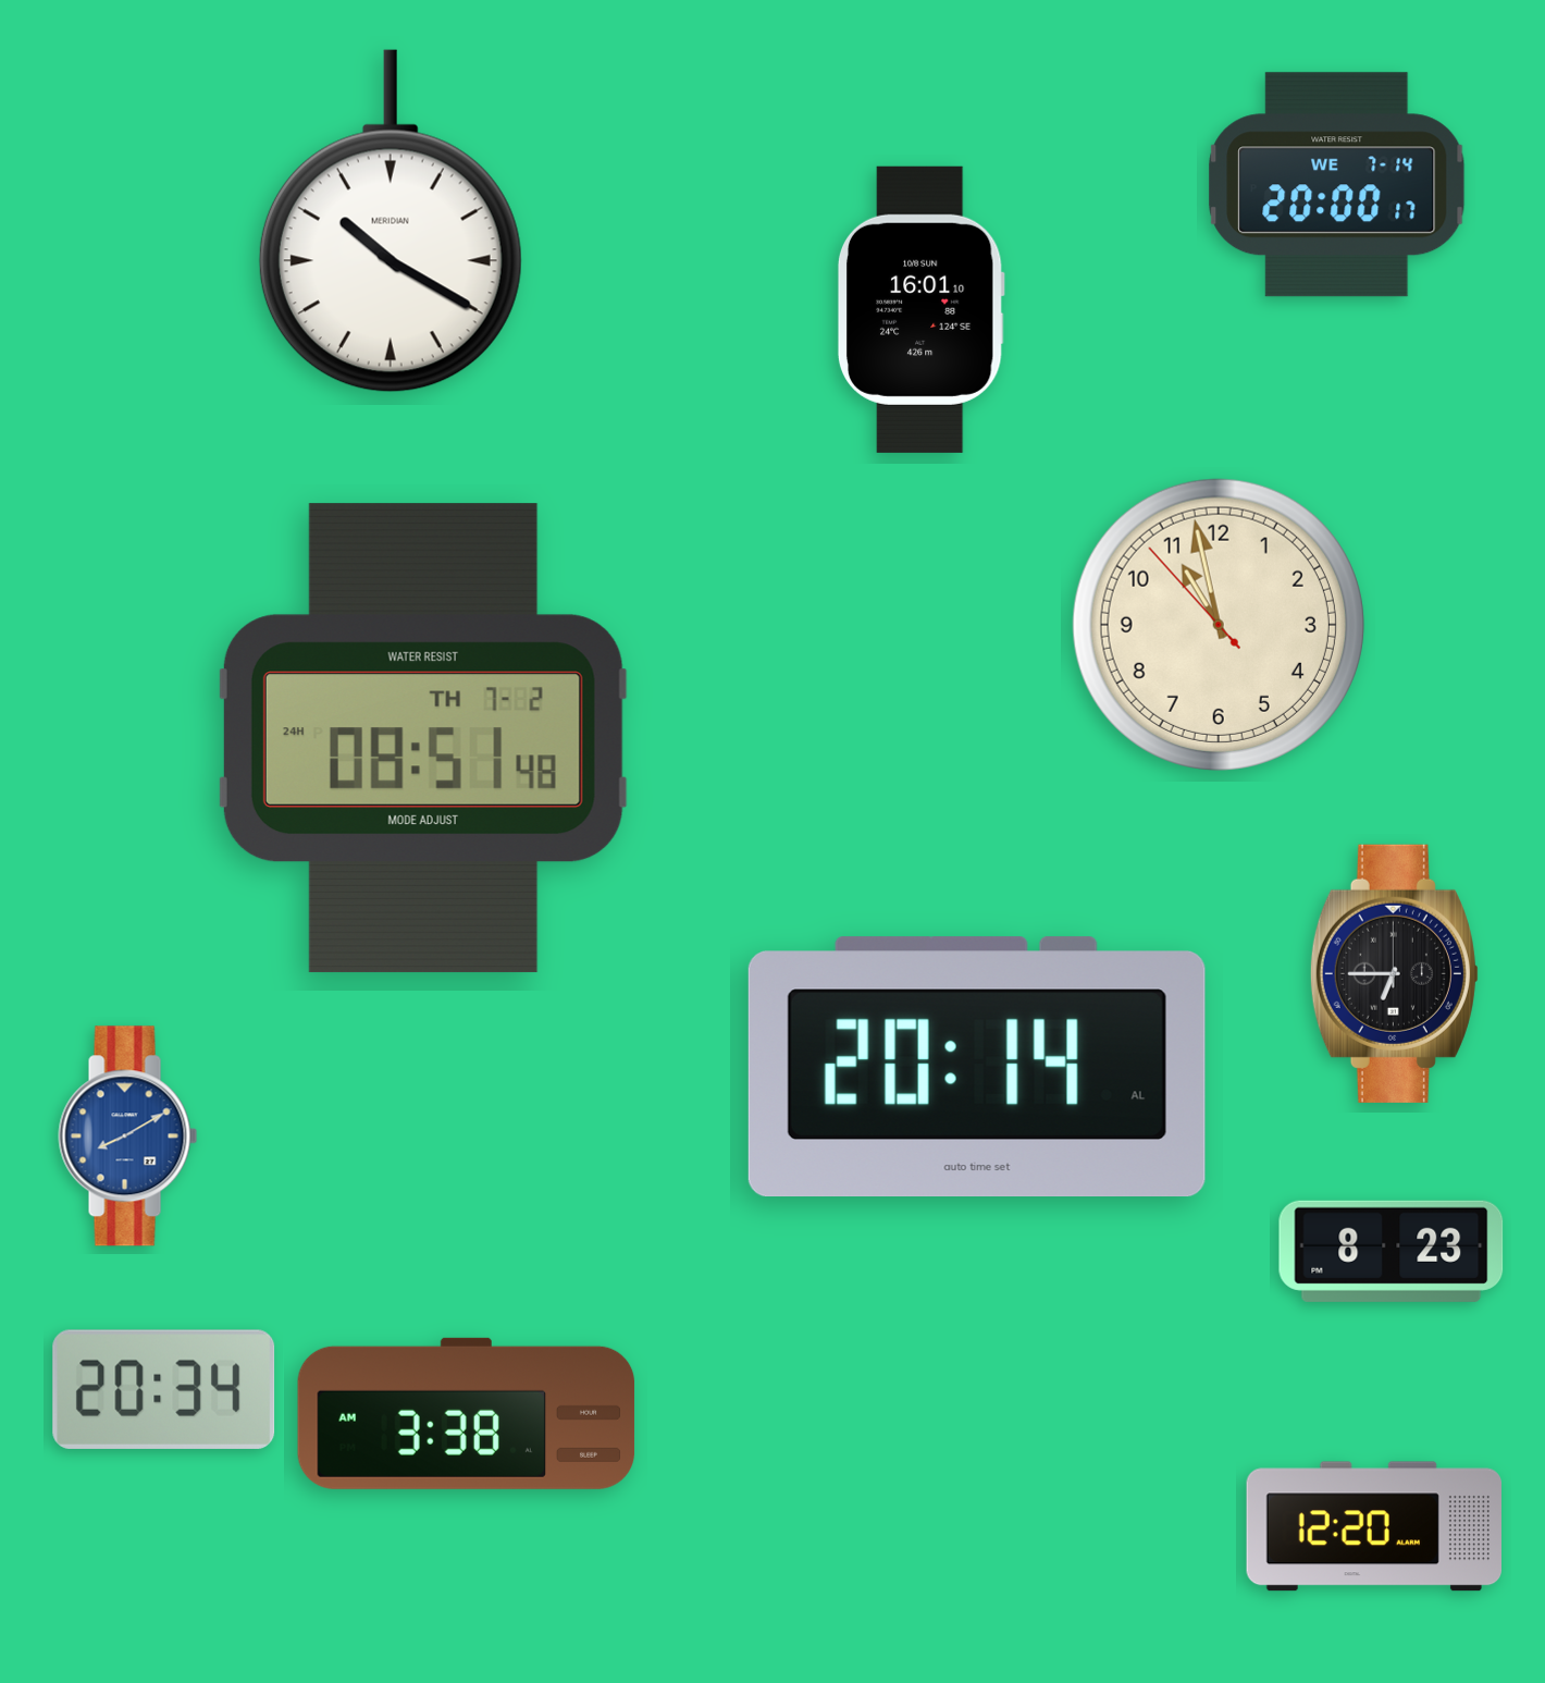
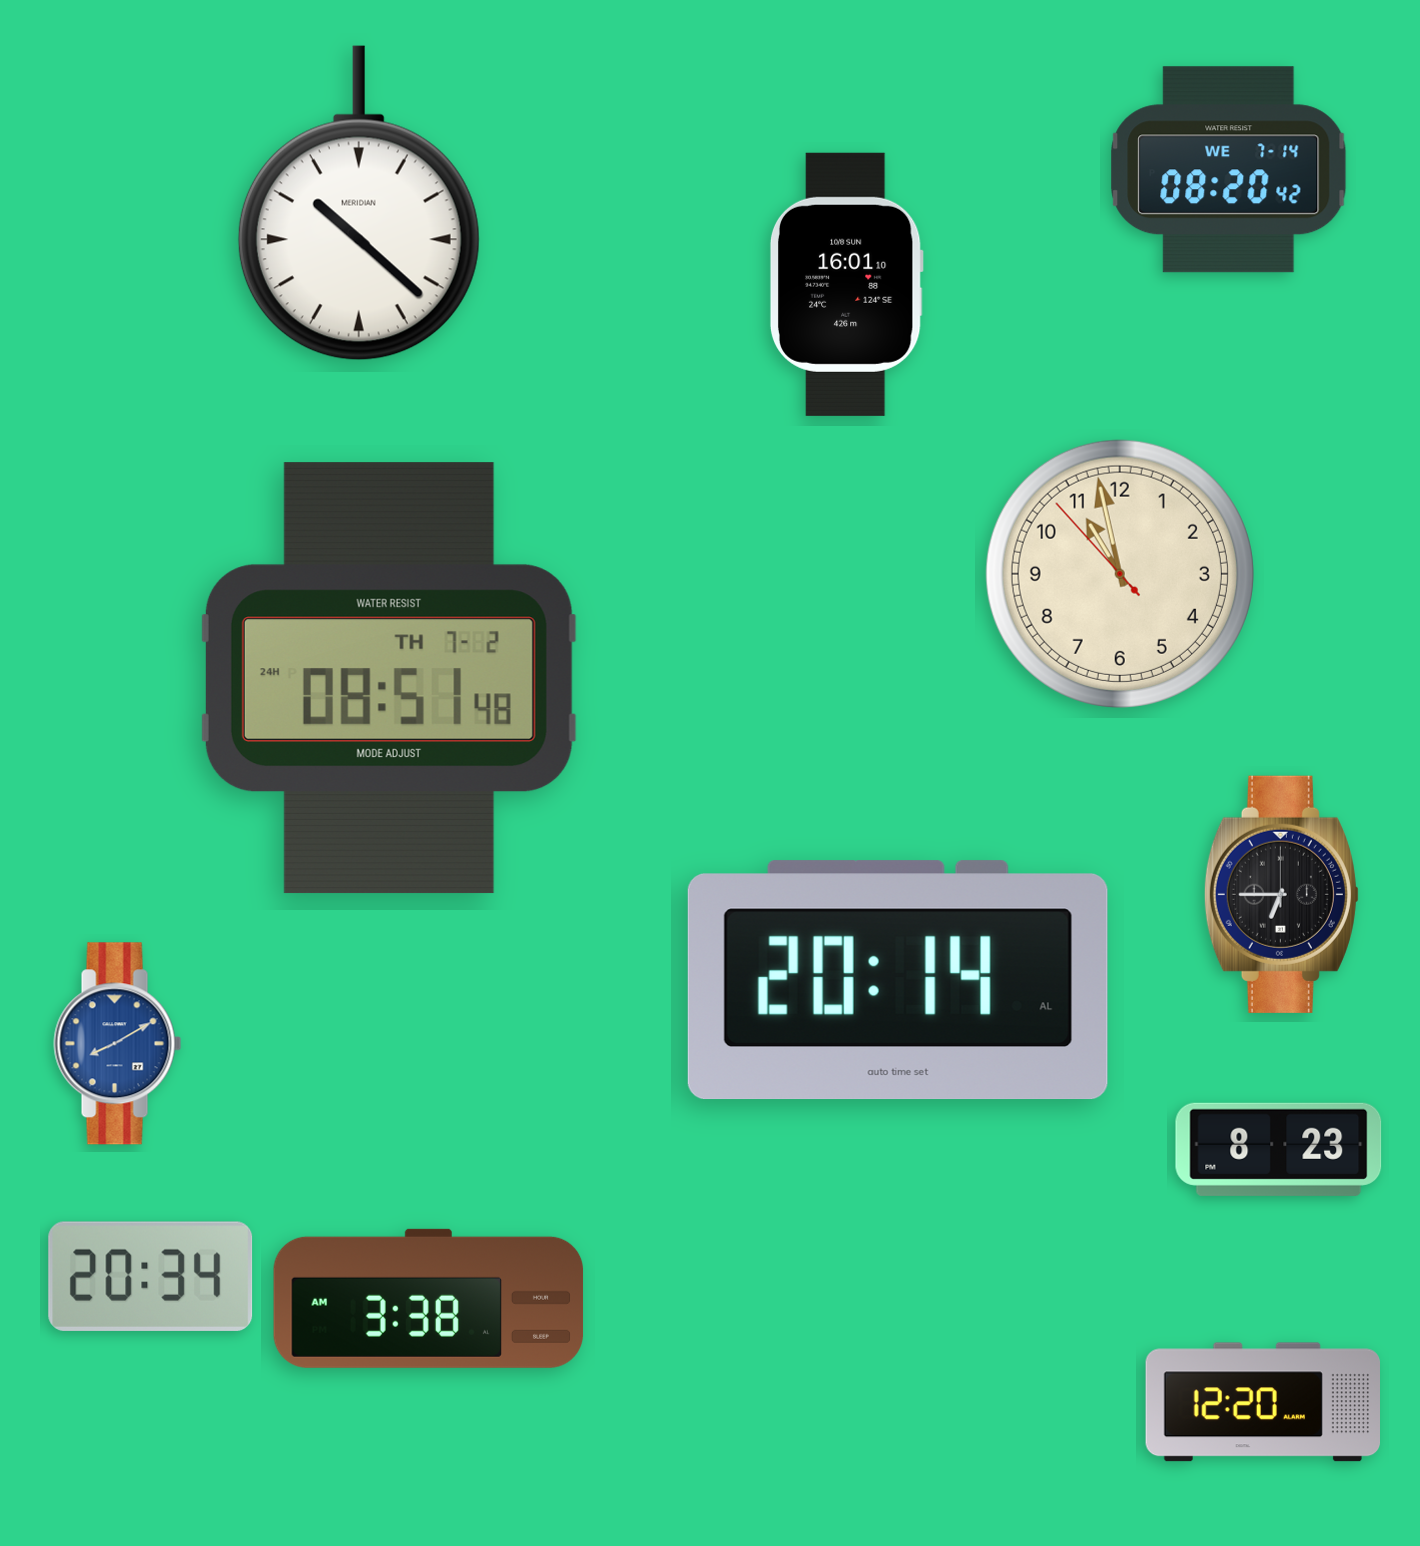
clock at (1337, 185): 20:00 -> 08:20
clock at (391, 221): 10:20 -> 10:22
